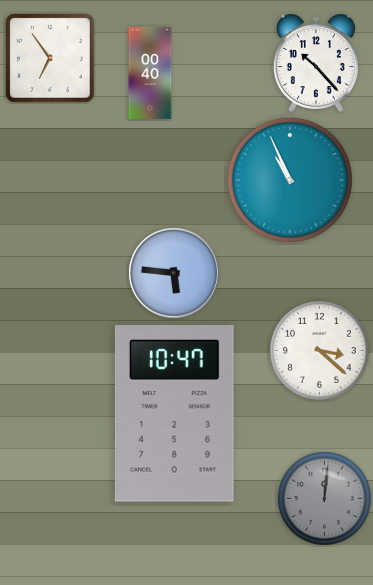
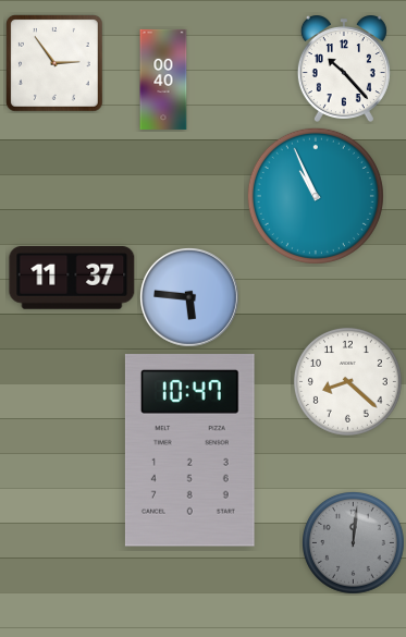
clock at (51, 59): 6:54 -> 2:54
clock at (72, 279): none -> 11:37
clock at (319, 350): 3:22 -> 8:22
